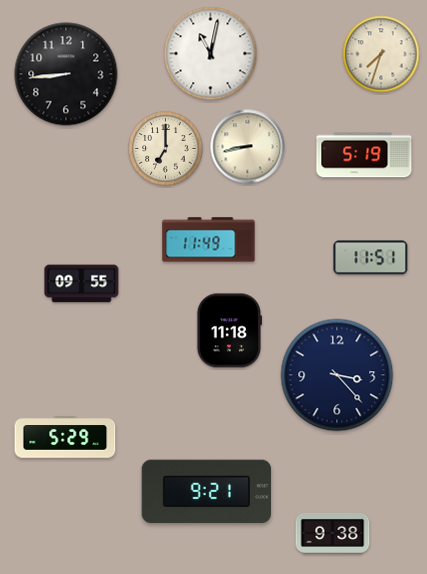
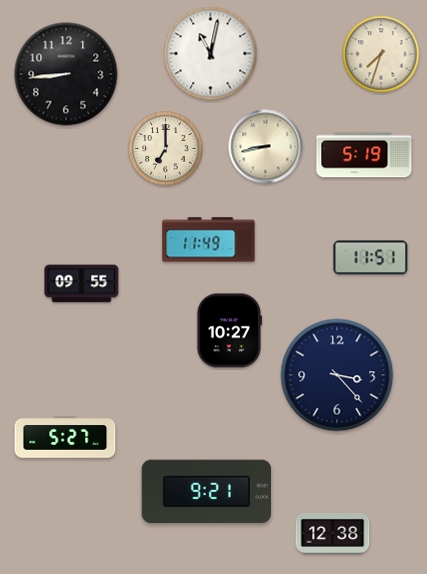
clock at (248, 147) position: (248, 147) -> (266, 147)
clock at (229, 331): 11:18 -> 10:27
clock at (65, 437): 5:29 -> 5:27
clock at (333, 533): 9:38 -> 12:38
